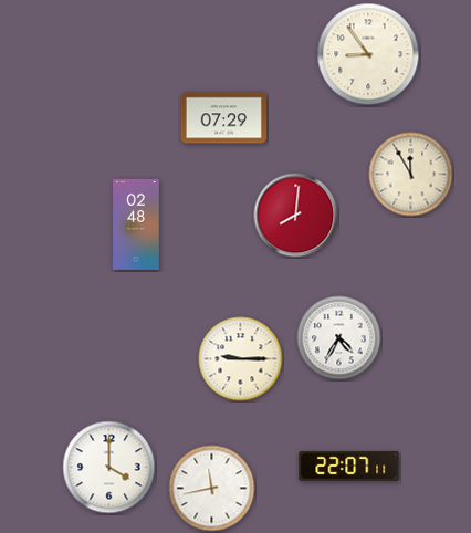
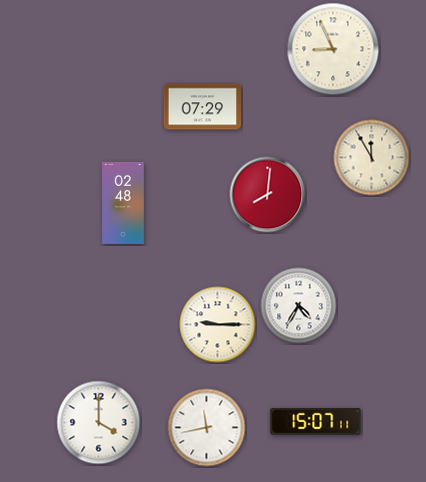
clock at (368, 54): 8:54 -> 8:56
clock at (339, 338) position: (339, 338) -> (299, 306)
clock at (349, 466): 22:07 -> 15:07
clock at (212, 489) position: (212, 489) -> (207, 428)
